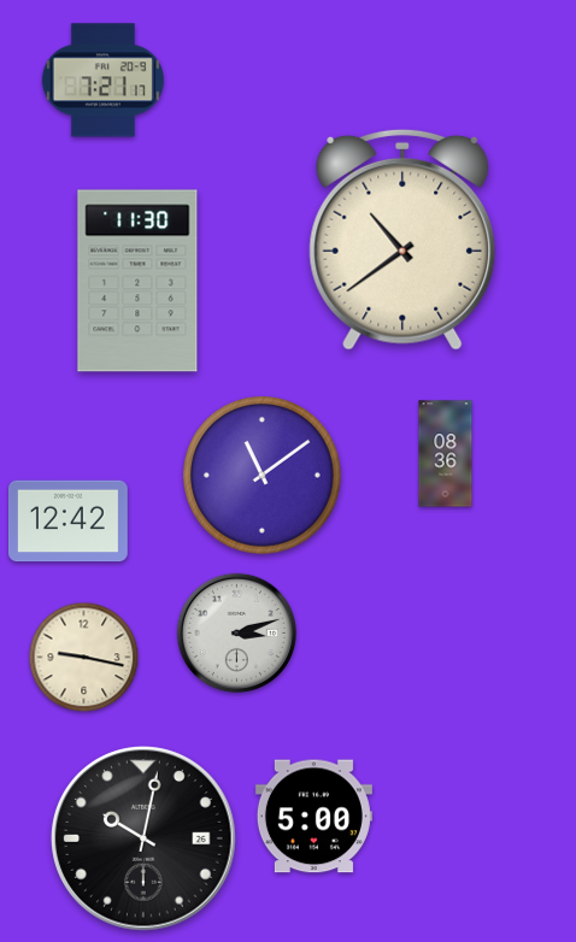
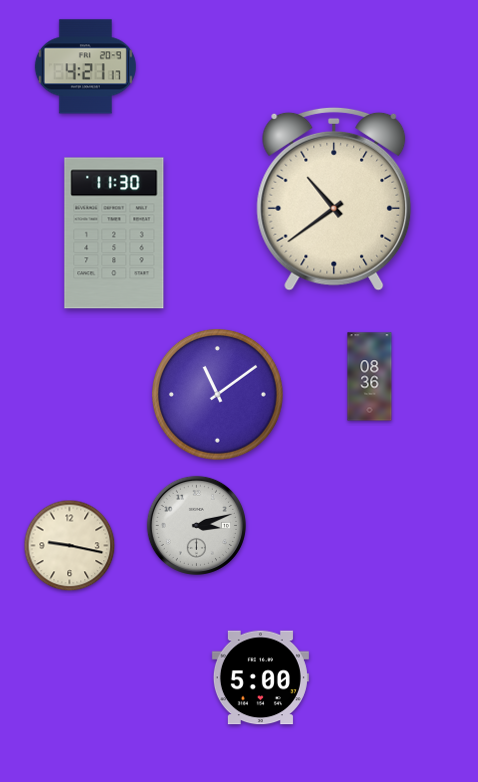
clock at (102, 81): 7:21 -> 4:21
clock at (69, 522): 12:42 -> none
clock at (143, 838): 10:02 -> none
